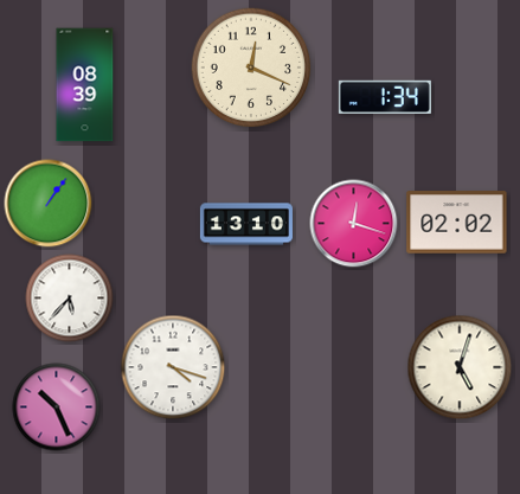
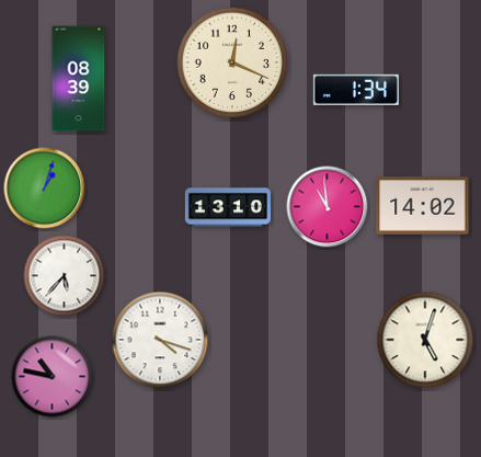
clock at (49, 204): 1:06 -> 1:03
clock at (457, 223): 02:02 -> 14:02
clock at (354, 224): 12:18 -> 10:59
clock at (57, 408): 10:26 -> 10:47
